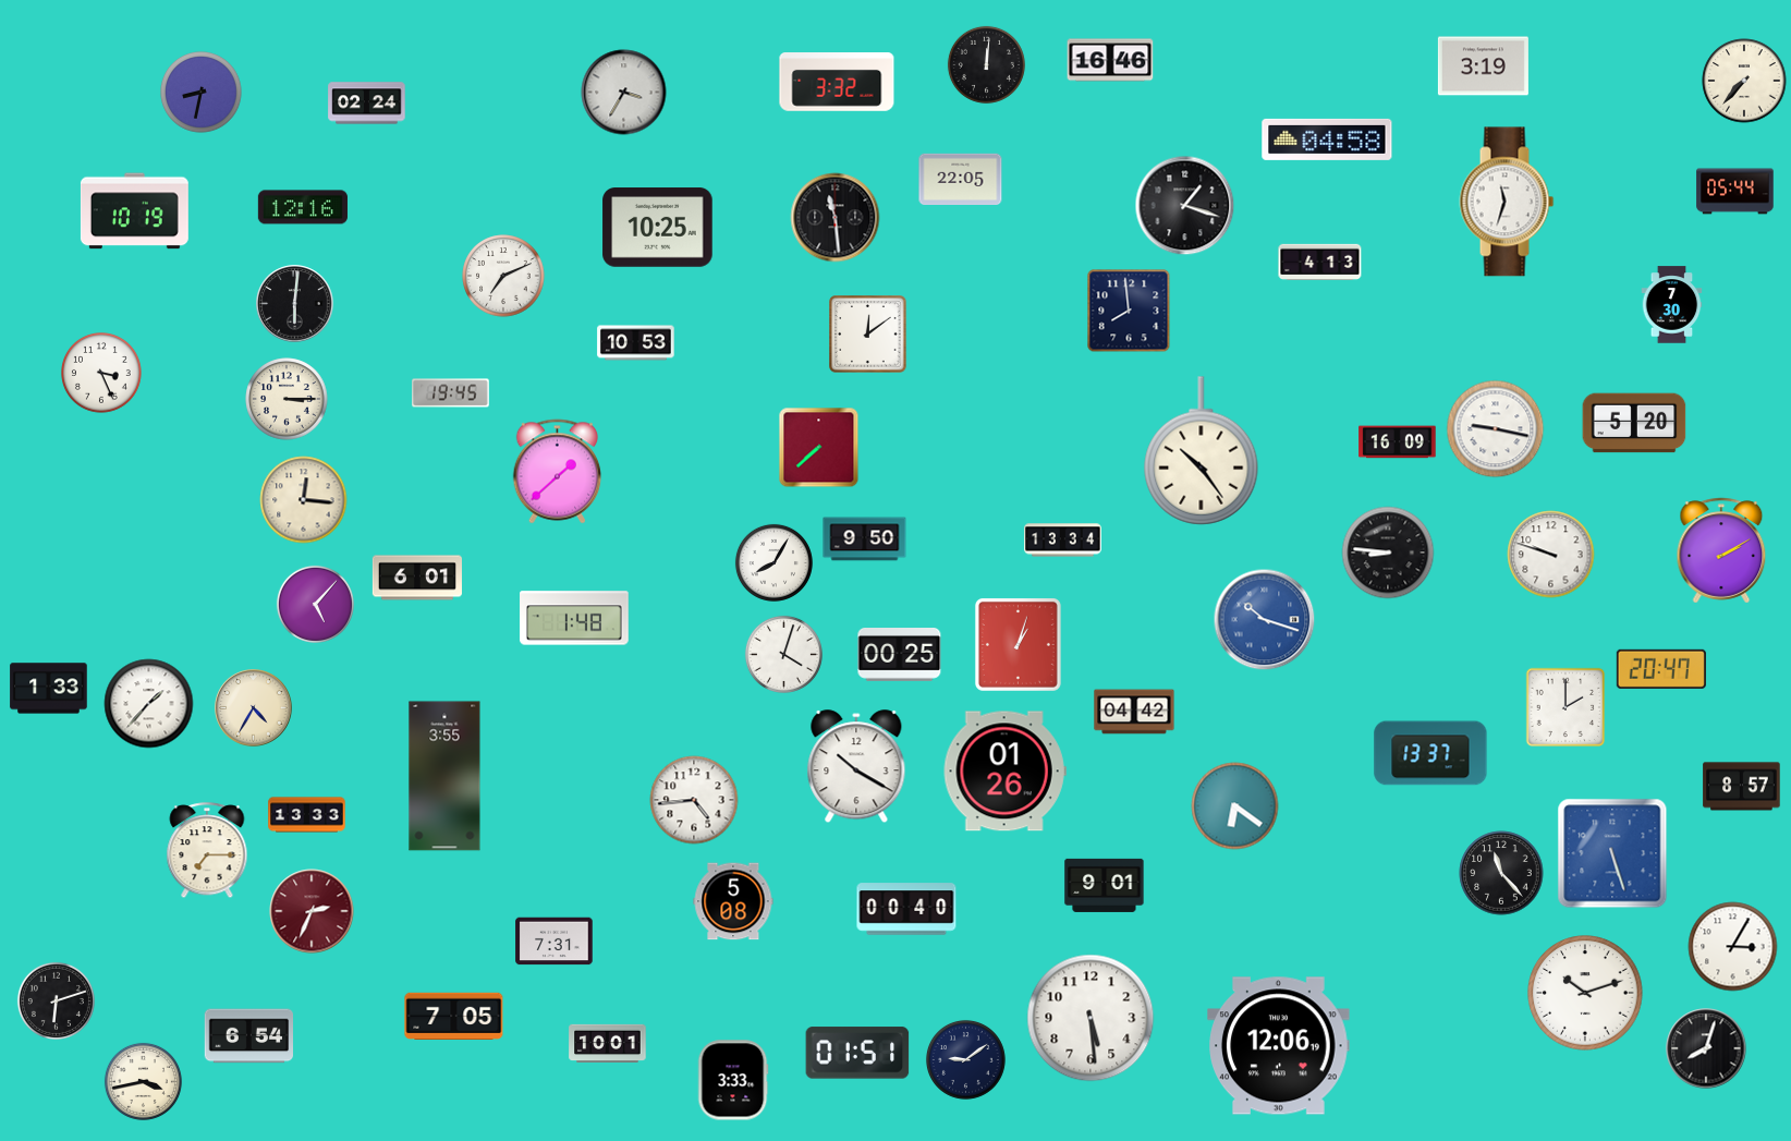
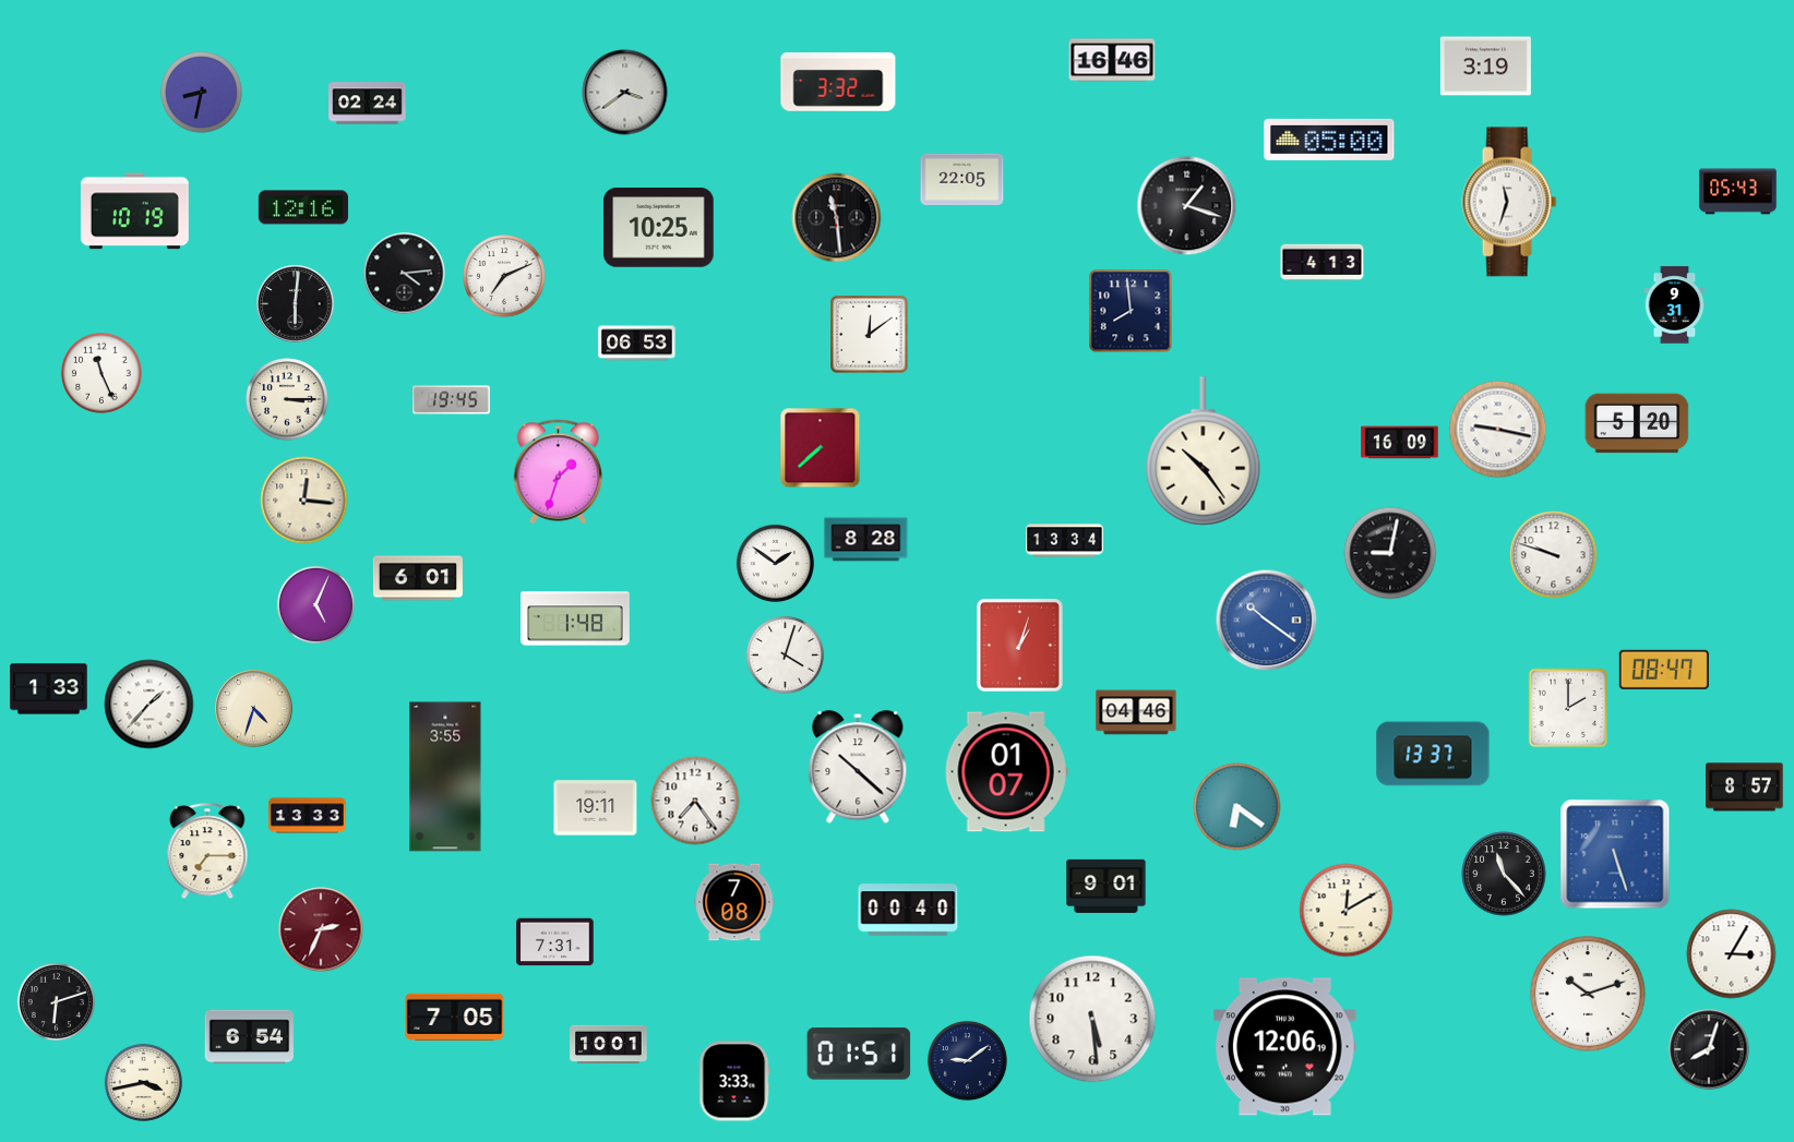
clock at (986, 64): 12:01 -> none
clock at (1744, 81): 7:37 -> none
clock at (624, 93): 3:35 -> 3:39
clock at (1327, 139): 04:58 -> 05:00
clock at (1735, 192): 05:44 -> 05:43
clock at (405, 274): none -> 4:14
clock at (1672, 305): 7:30 -> 9:31
clock at (636, 343): 10:53 -> 06:53
clock at (102, 374): 3:26 -> 11:26
clock at (451, 393) position: (451, 393) -> (452, 400)
clock at (558, 472): 1:38 -> 1:33
clock at (865, 539): 9:50 -> 8:28
clock at (1721, 550): 2:10 -> none
clock at (1388, 553): 8:46 -> 9:02
clock at (773, 562): 8:05 -> 1:51
clock at (315, 604): 5:07 -> 5:04
clock at (1265, 620): 10:18 -> 10:21
clock at (900, 655): 00:25 -> none
clock at (1661, 669): 20:47 -> 08:47
clock at (254, 708): 4:35 -> 4:33
clock at (1134, 712): 04:42 -> 04:46
clock at (856, 767): 10:20 -> 10:22
clock at (1004, 772): 01:26 -> 01:07
clock at (694, 800): 4:44 -> 7:24
clock at (596, 808): none -> 19:11
clock at (733, 901): 5:08 -> 7:08
clock at (1347, 911): none -> 12:10
clock at (312, 911) position: (312, 911) -> (321, 929)
clock at (1733, 947) position: (1733, 947) -> (1732, 954)
clock at (1279, 1046) position: (1279, 1046) -> (1285, 1047)
